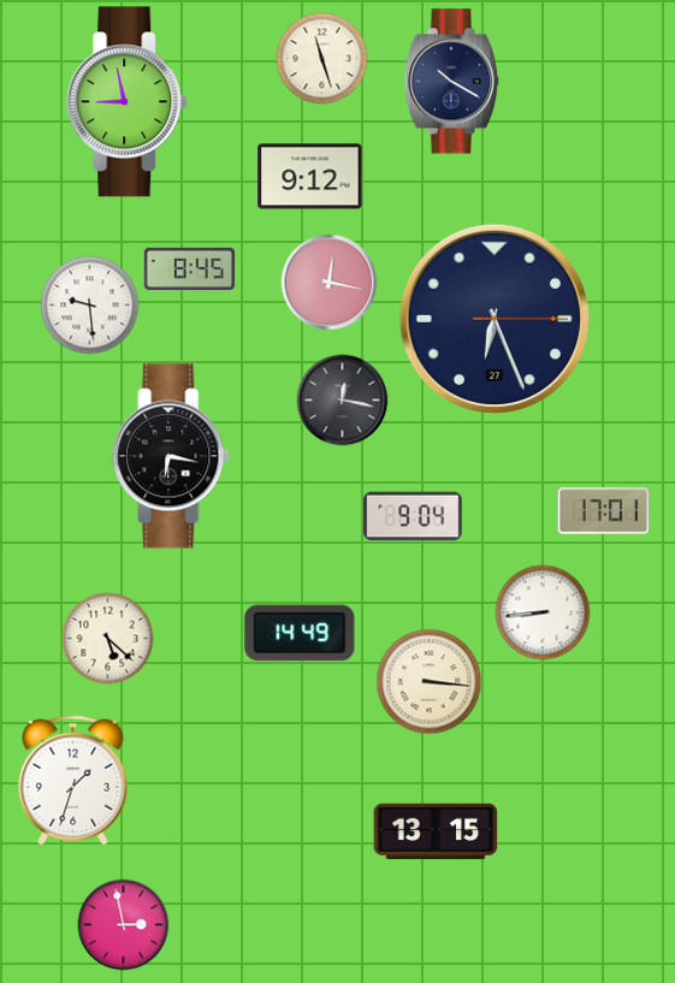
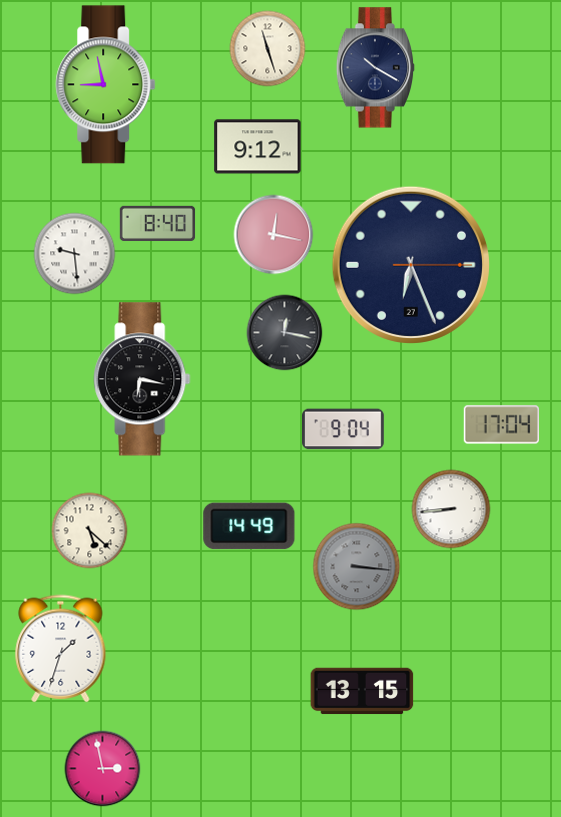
clock at (190, 268): 8:45 -> 8:40
clock at (603, 511): 17:01 -> 17:04
clock at (430, 682) dial: cream -> grey
